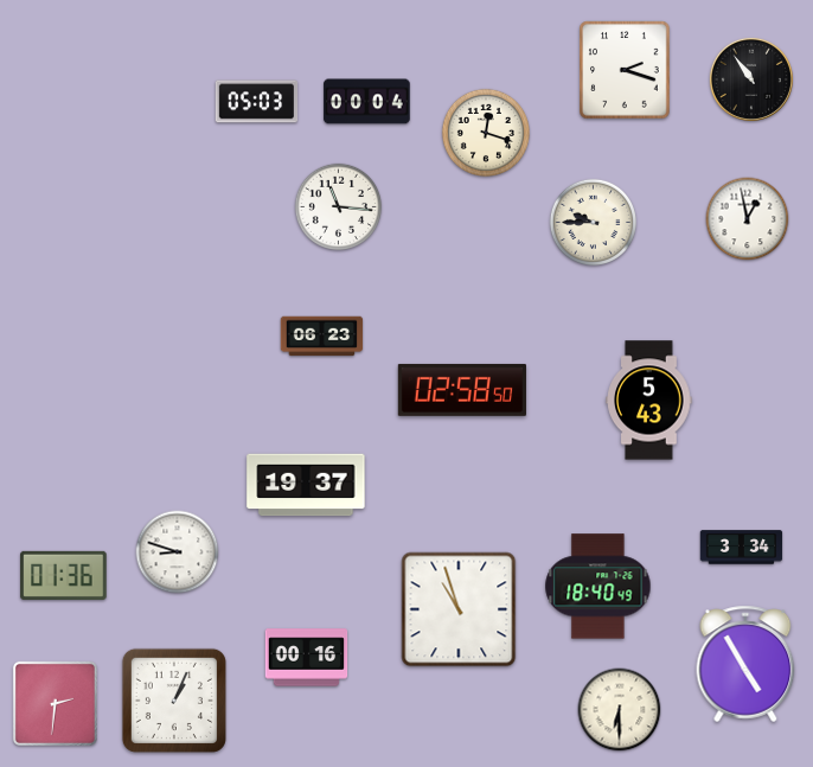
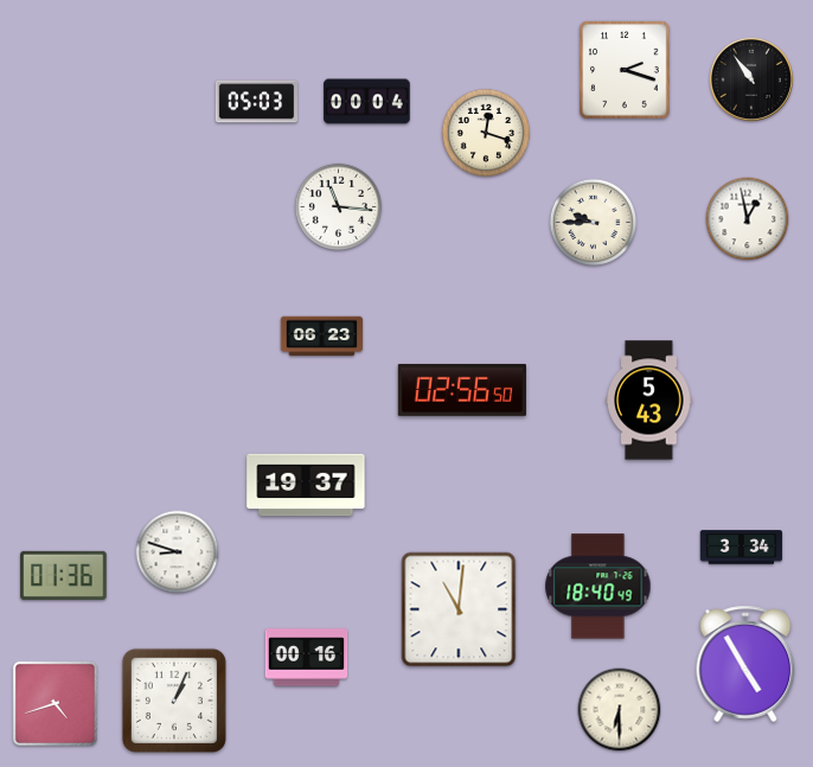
clock at (462, 390): 02:58 -> 02:56
clock at (459, 609): 10:57 -> 11:01
clock at (55, 703): 2:31 -> 4:42
